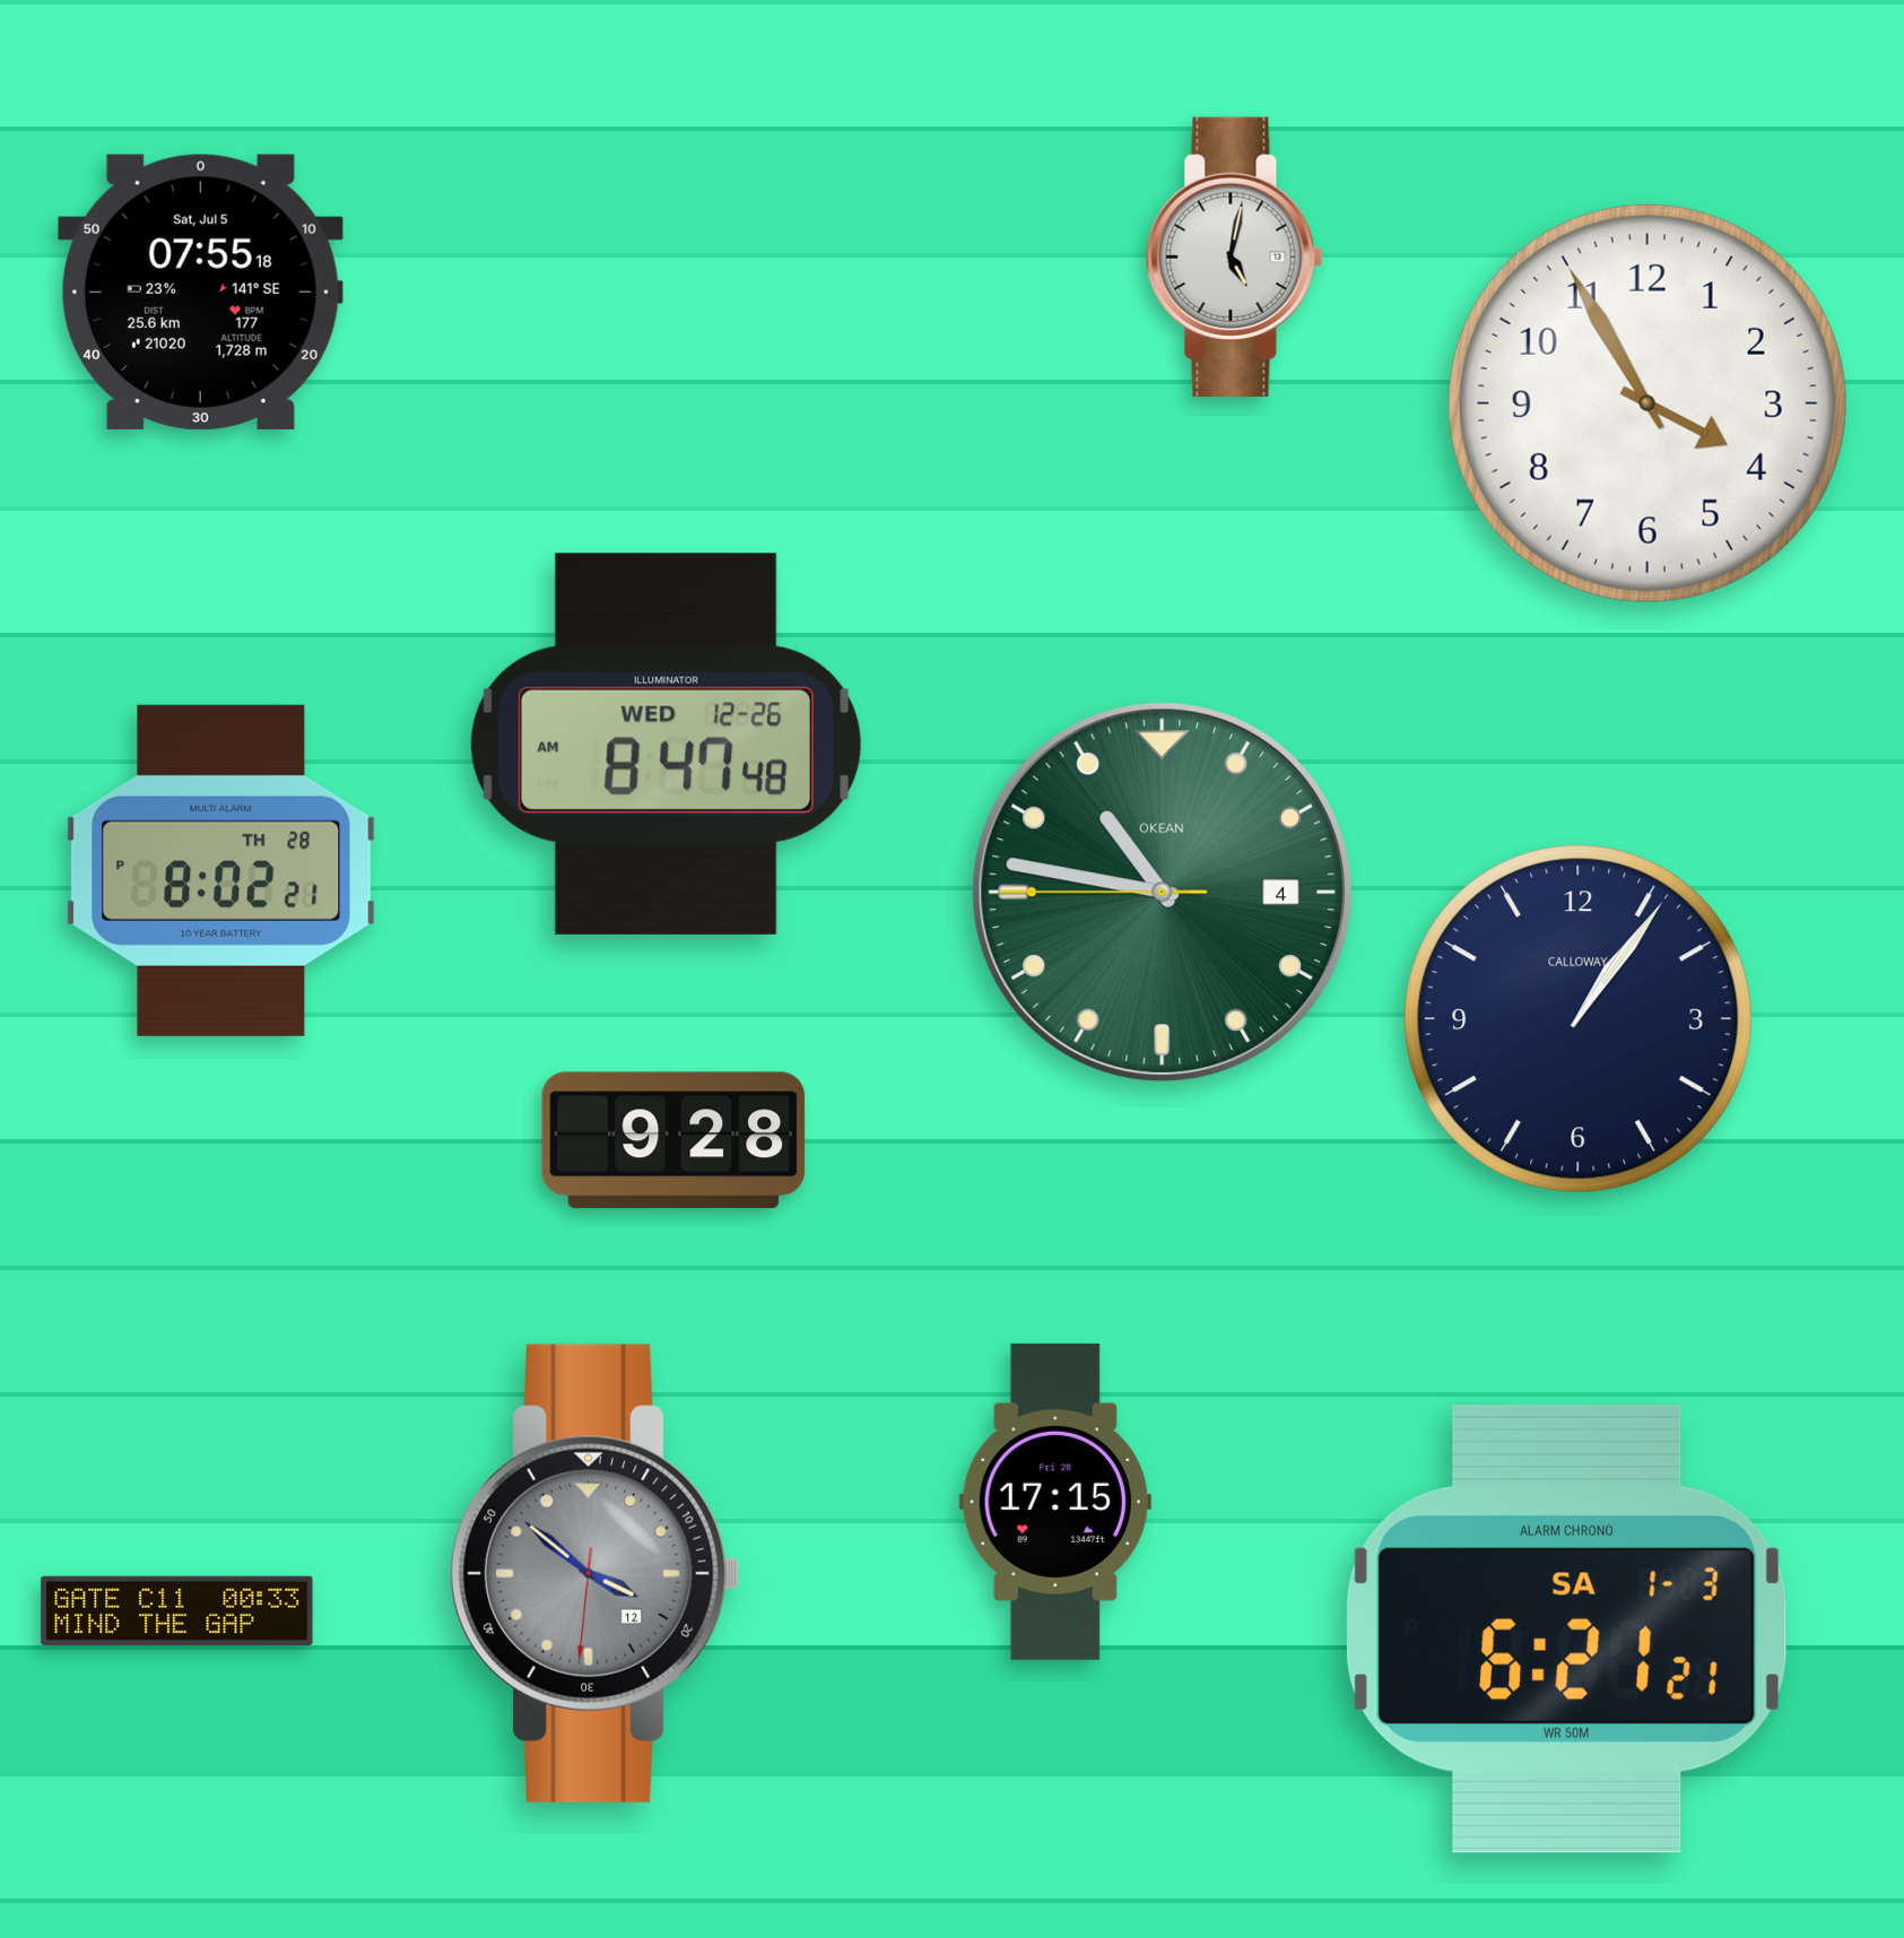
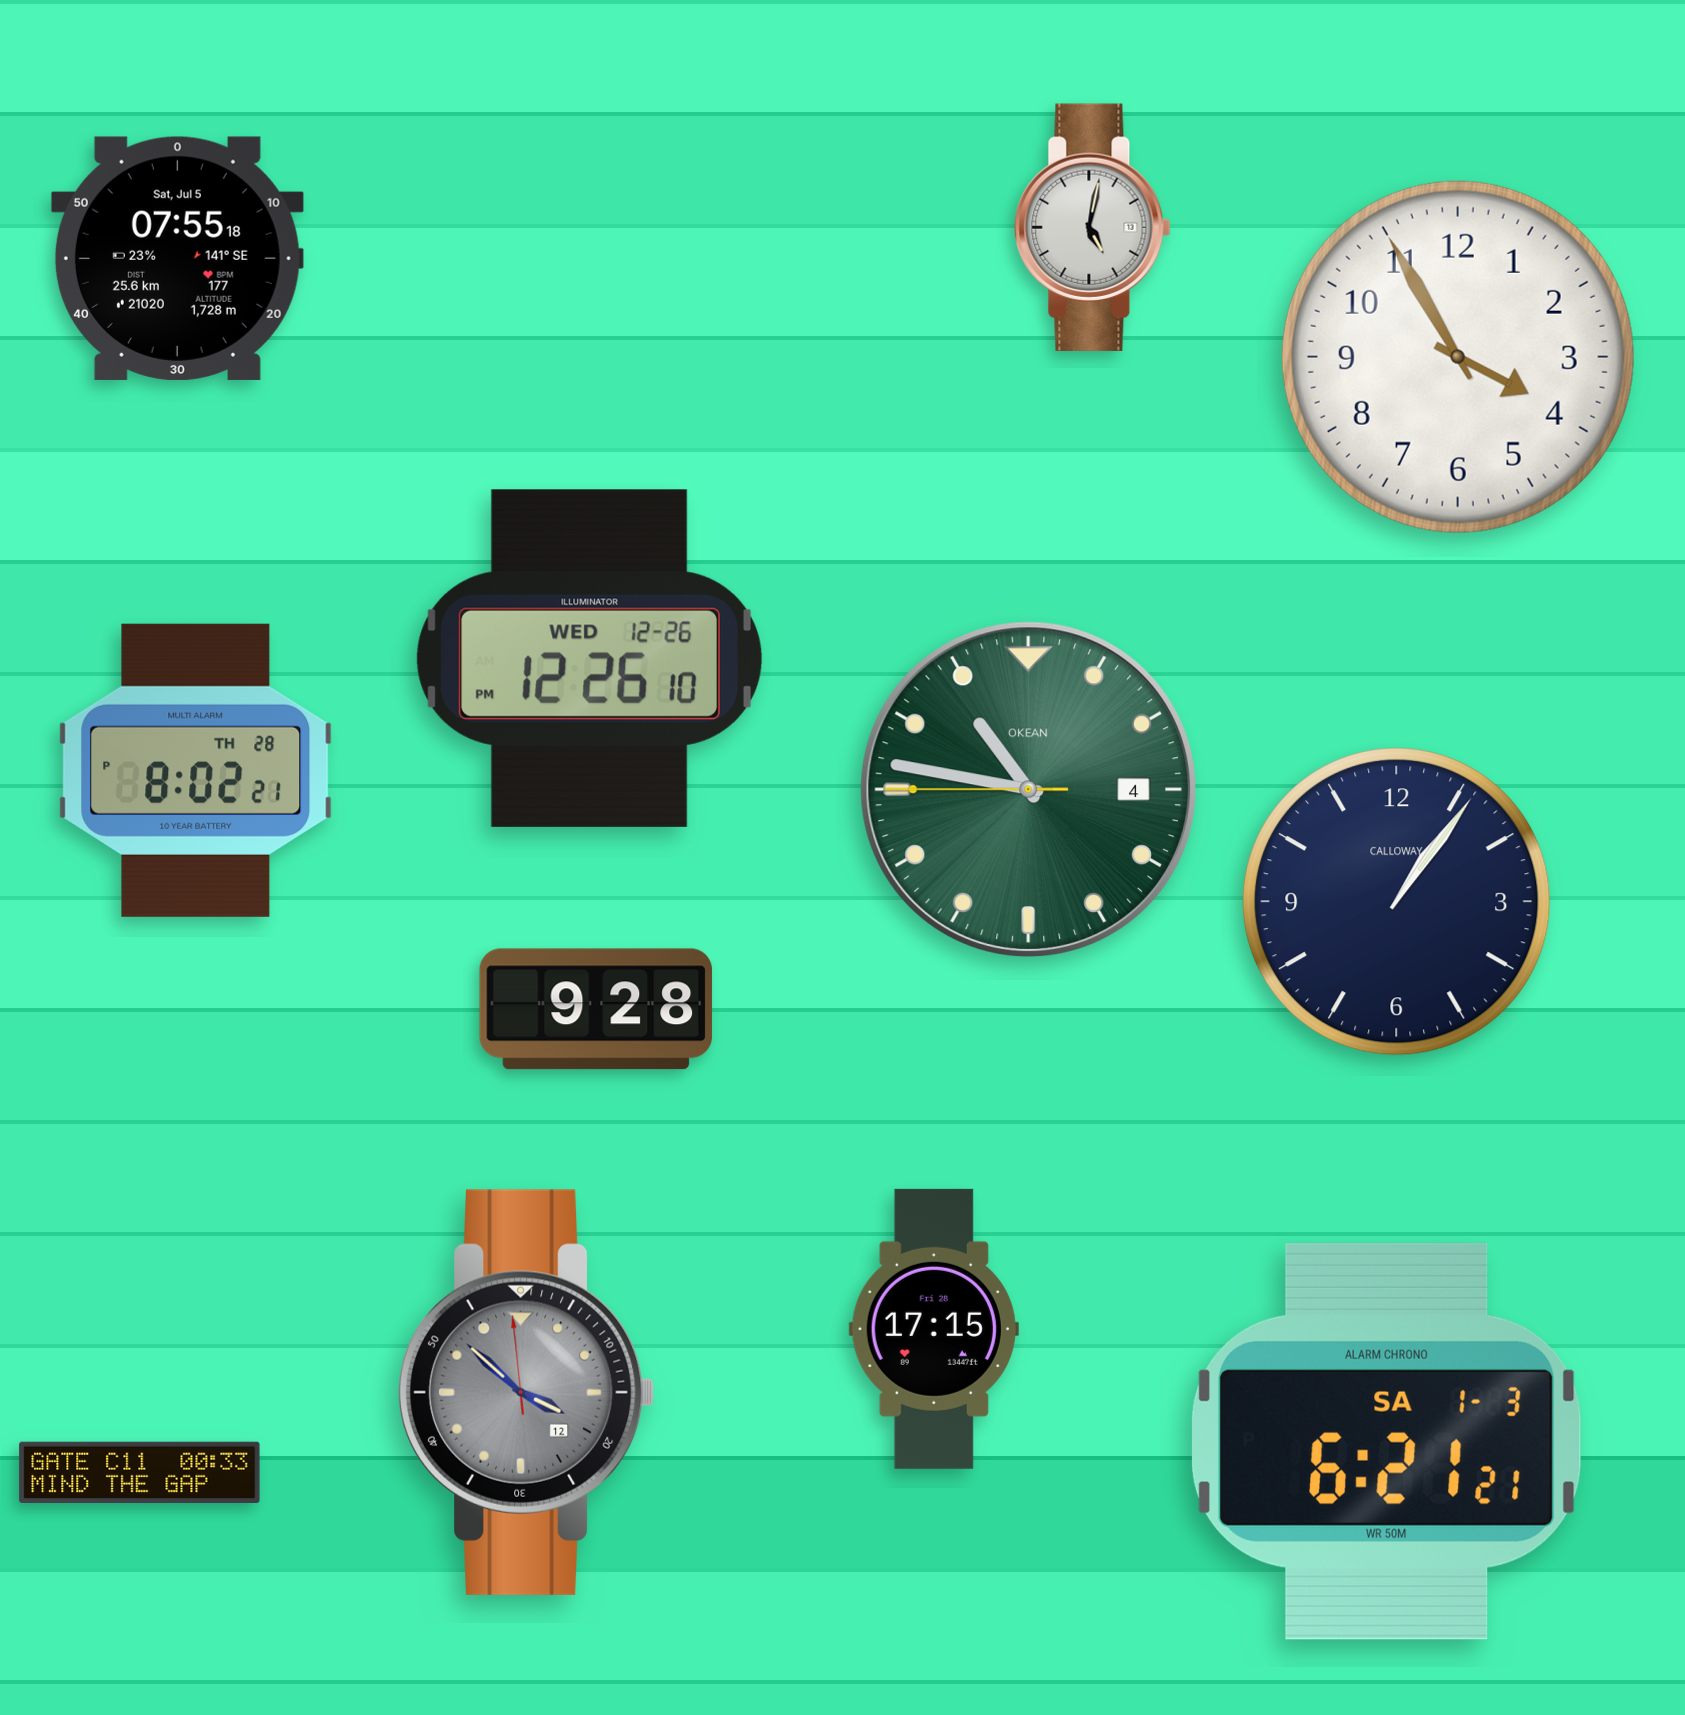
clock at (666, 744): 8:47 -> 12:26
clock at (594, 1573): 3:51:31 -> 3:51:59
clock at (177, 1610) position: (177, 1610) -> (140, 1472)
